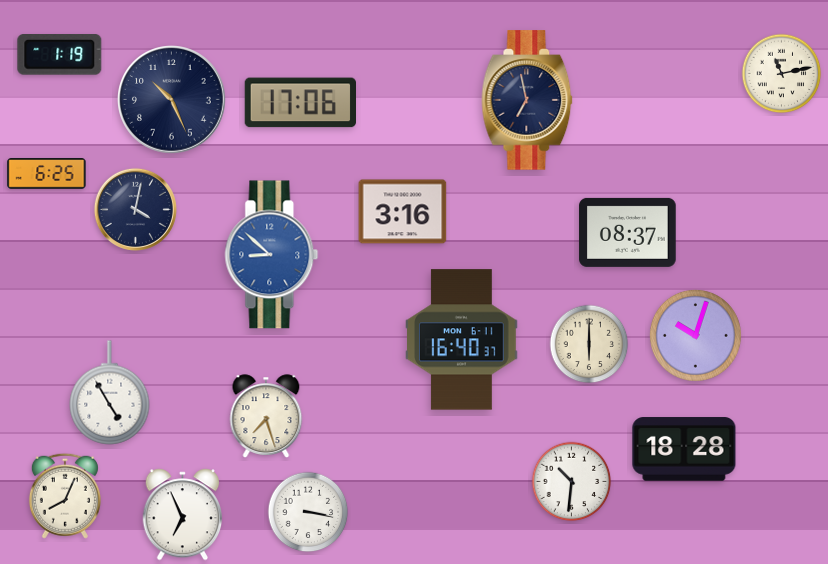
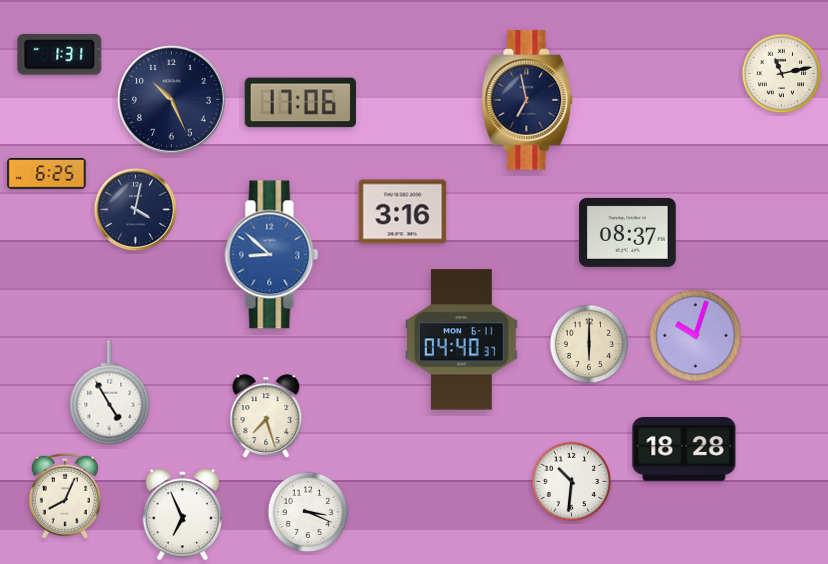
clock at (60, 55): 1:19 -> 1:31
clock at (462, 340): 16:40 -> 04:40
clock at (308, 512): 3:17 -> 3:19
